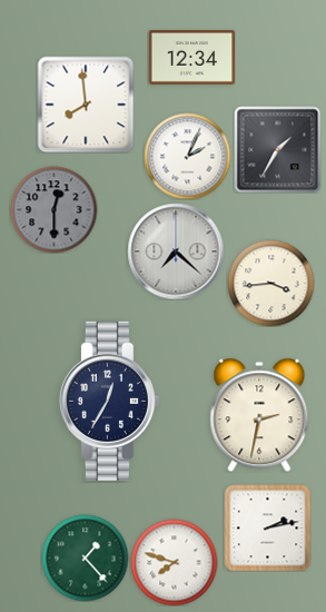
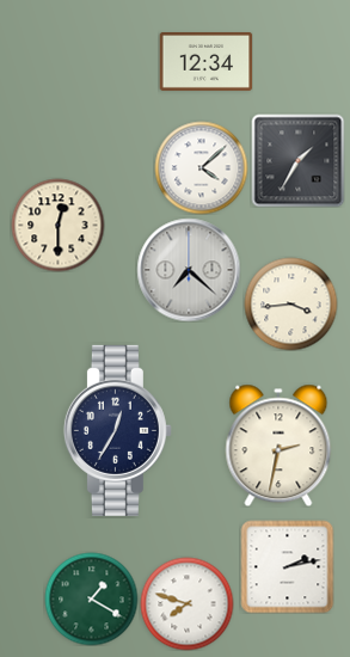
clock at (86, 105): 7:59 -> none
clock at (187, 156): 2:04 -> 4:08
clock at (53, 209) dial: grey -> cream
clock at (85, 557): 1:23 -> 1:20
